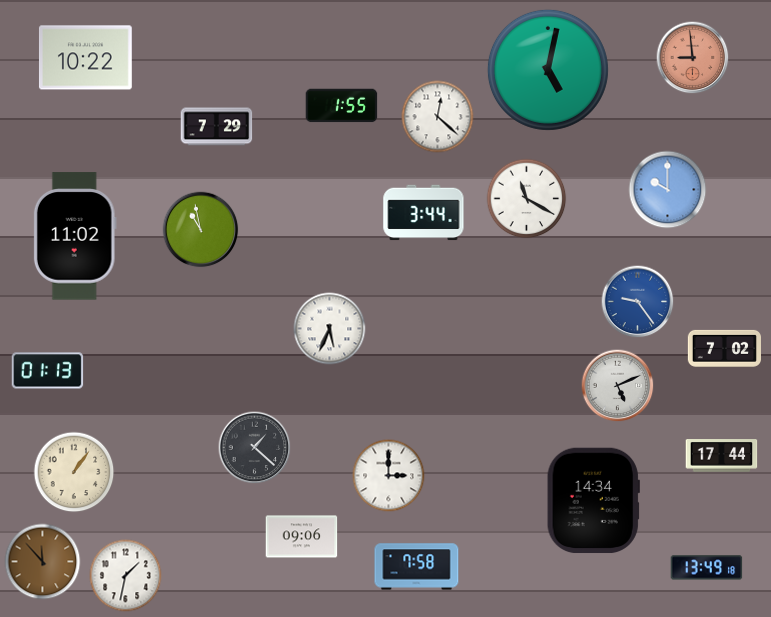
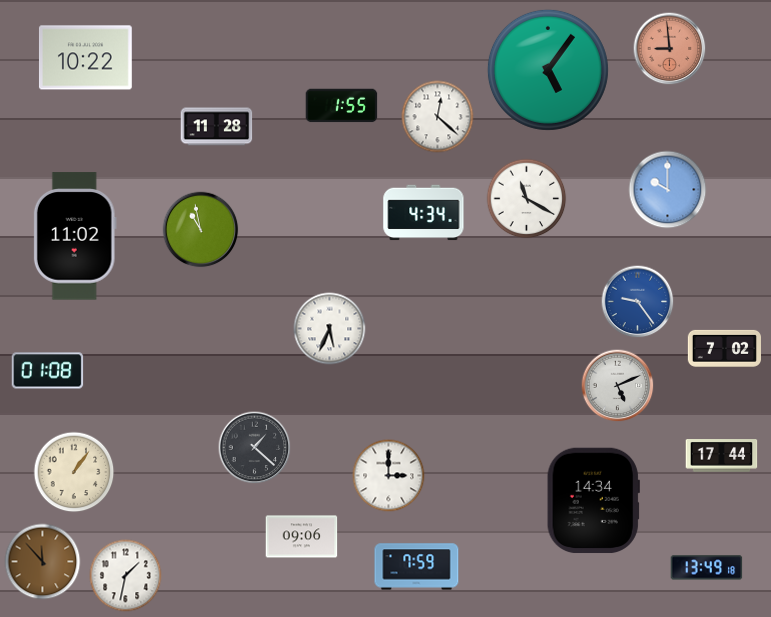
clock at (693, 58) position: (693, 58) -> (670, 49)
clock at (548, 70): 5:02 -> 5:06
clock at (217, 127): 7:29 -> 11:28
clock at (424, 213): 3:44 -> 4:34
clock at (48, 371): 01:13 -> 01:08
clock at (417, 567): 7:58 -> 7:59
